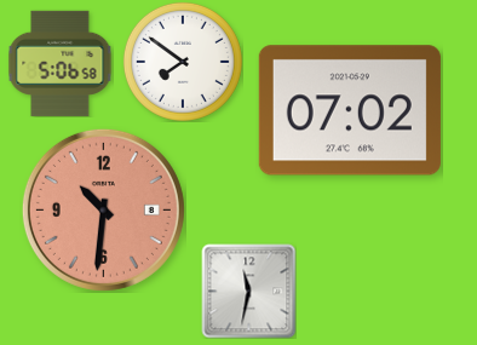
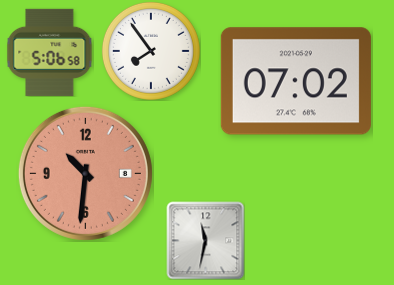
clock at (183, 62): 7:51 -> 7:54
clock at (350, 110) position: (350, 110) -> (296, 81)
